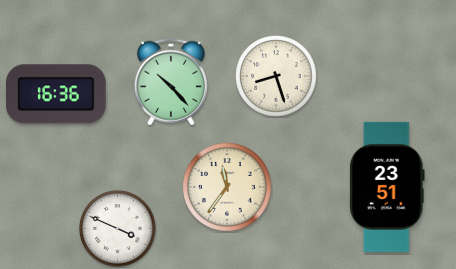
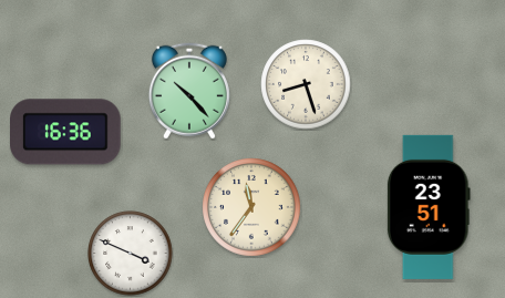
clock at (56, 94) position: (56, 94) -> (65, 132)
